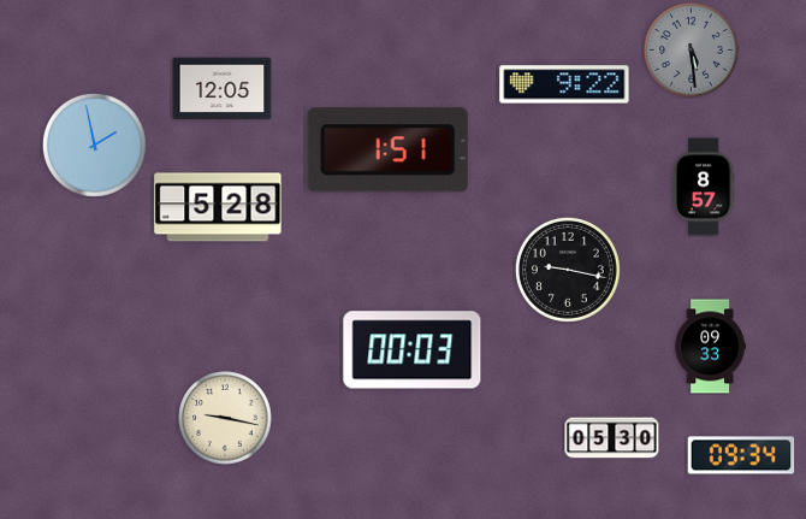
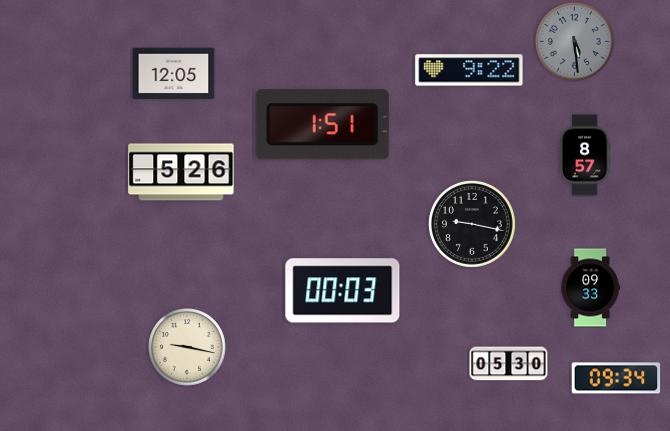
clock at (223, 89) position: (223, 89) -> (174, 74)
clock at (94, 145): 1:58 -> none
clock at (218, 207): 5:28 -> 5:26
